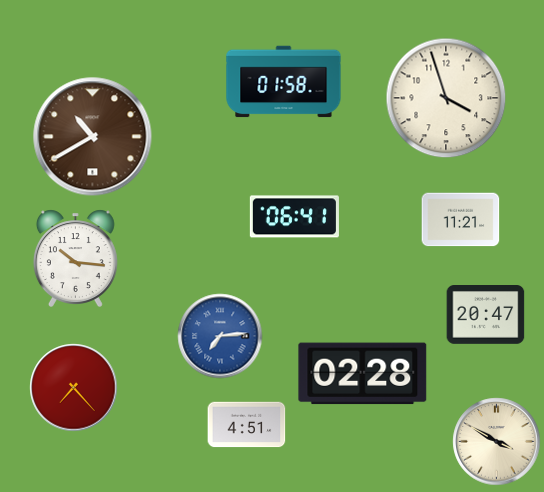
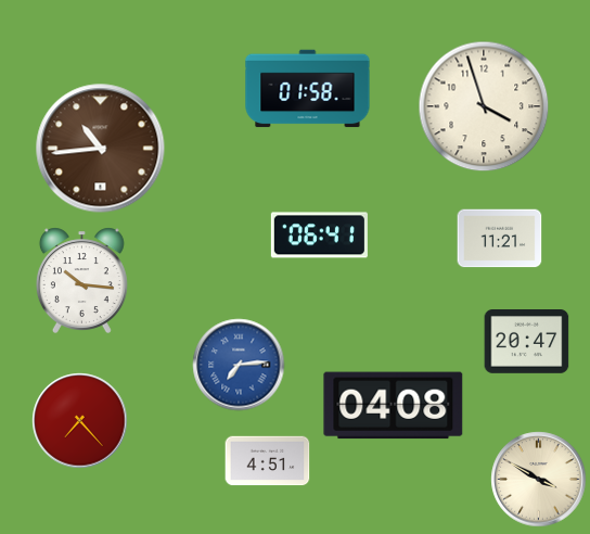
clock at (93, 137): 10:40 -> 10:44
clock at (363, 374): 02:28 -> 04:08
